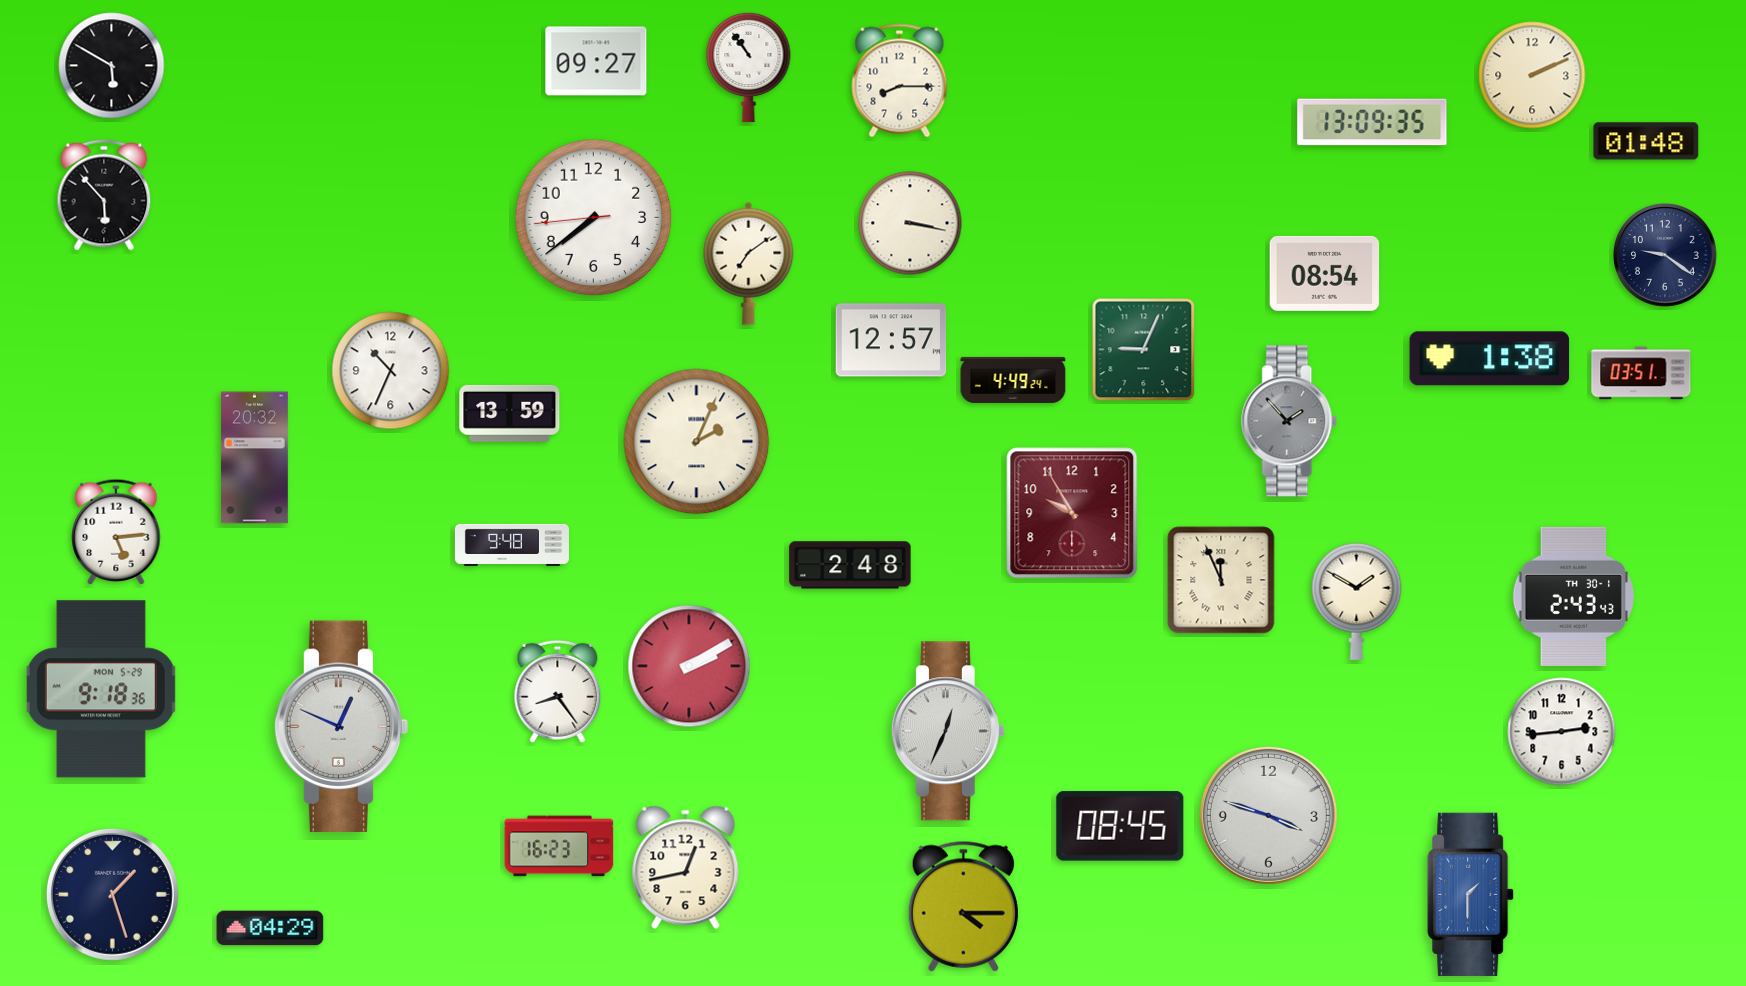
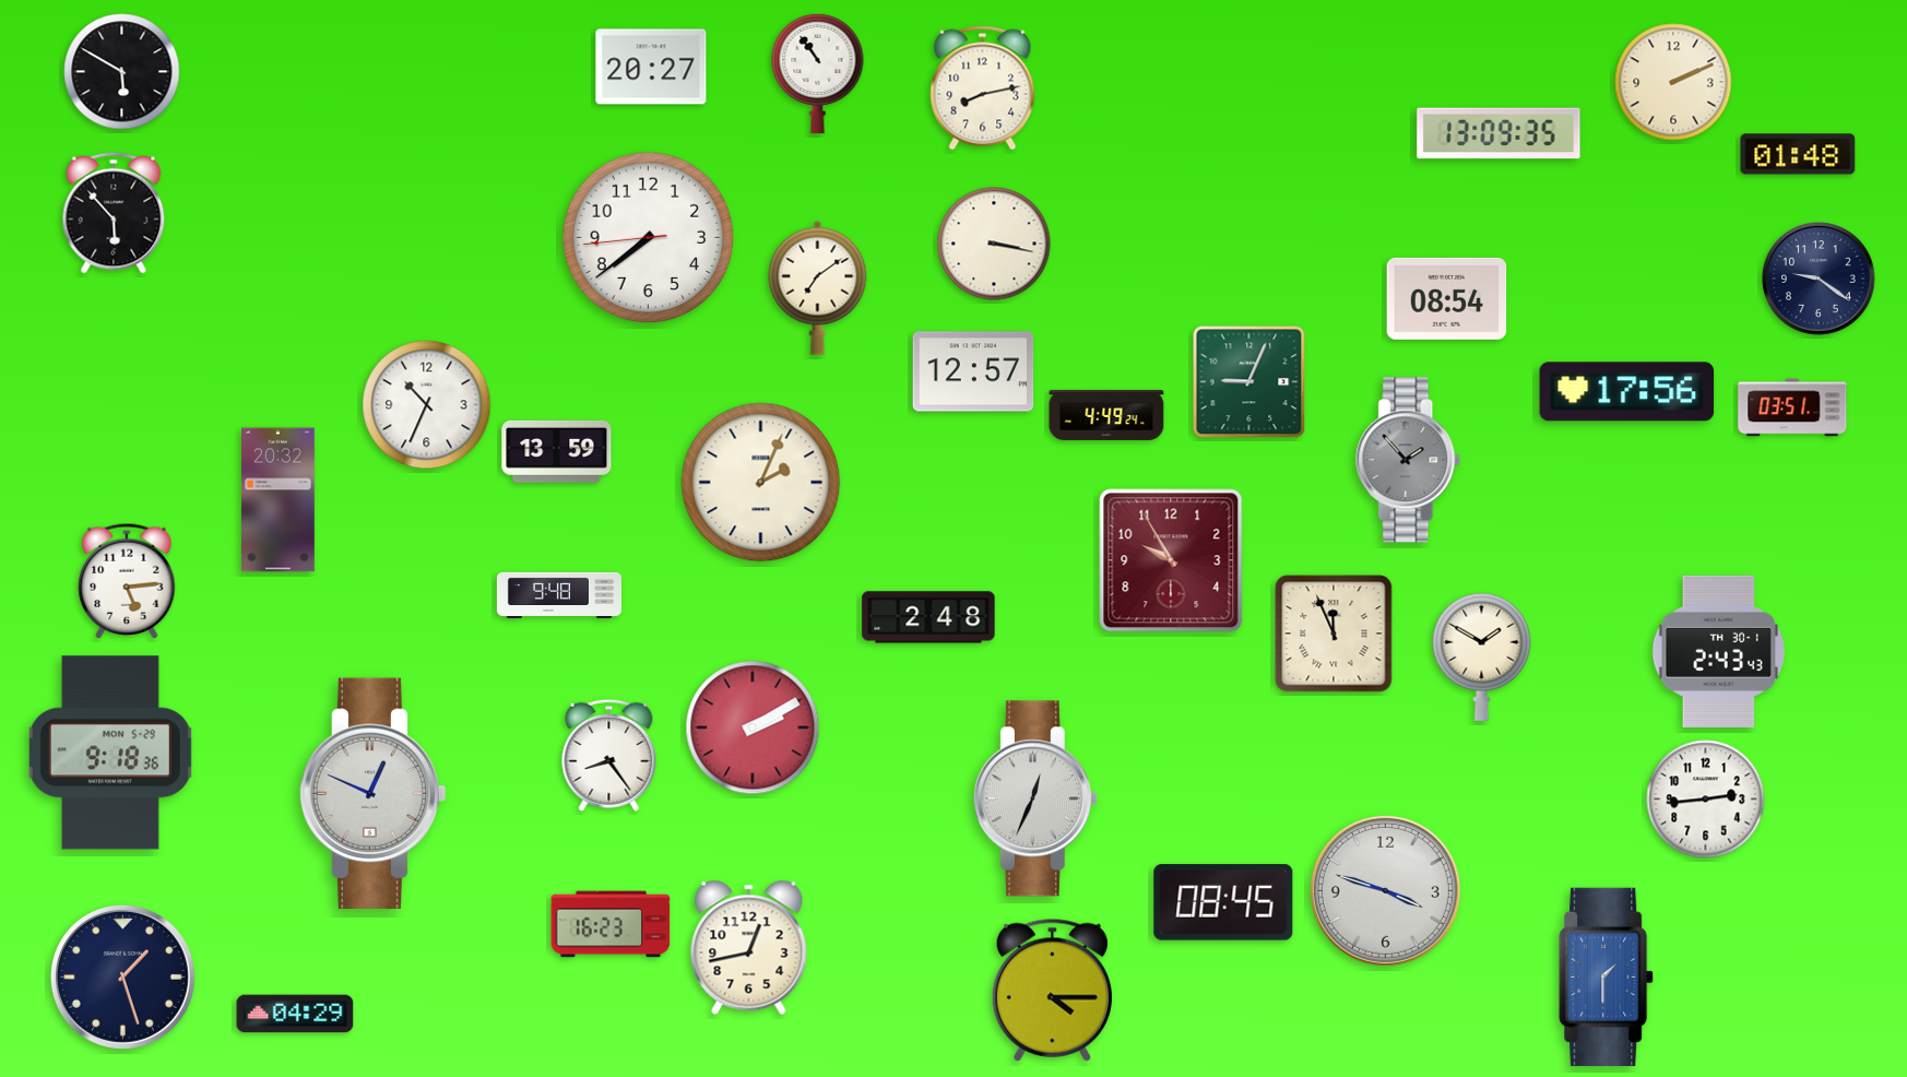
clock at (596, 61): 09:27 -> 20:27
clock at (900, 81): 8:15 -> 8:13
clock at (1490, 359): 1:38 -> 17:56
